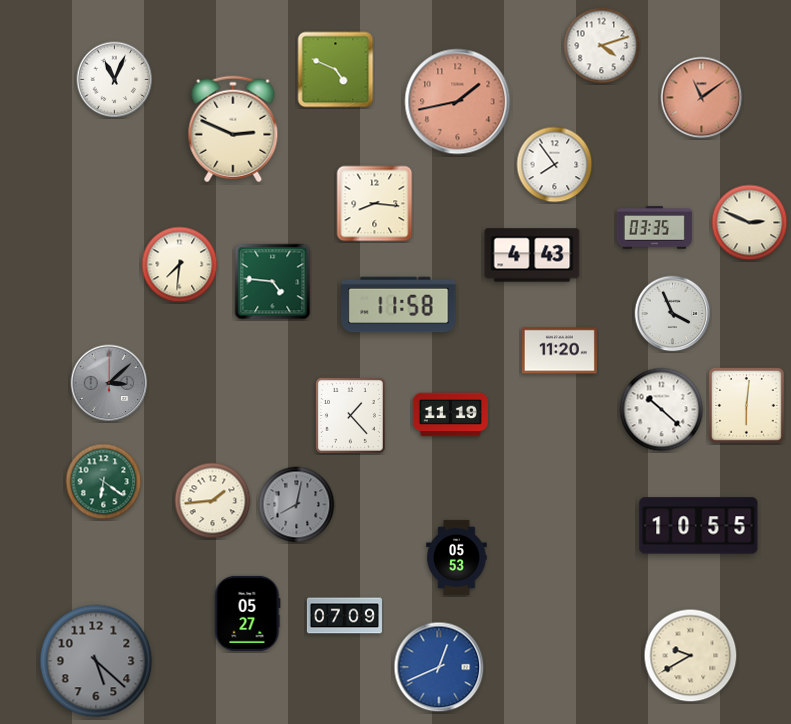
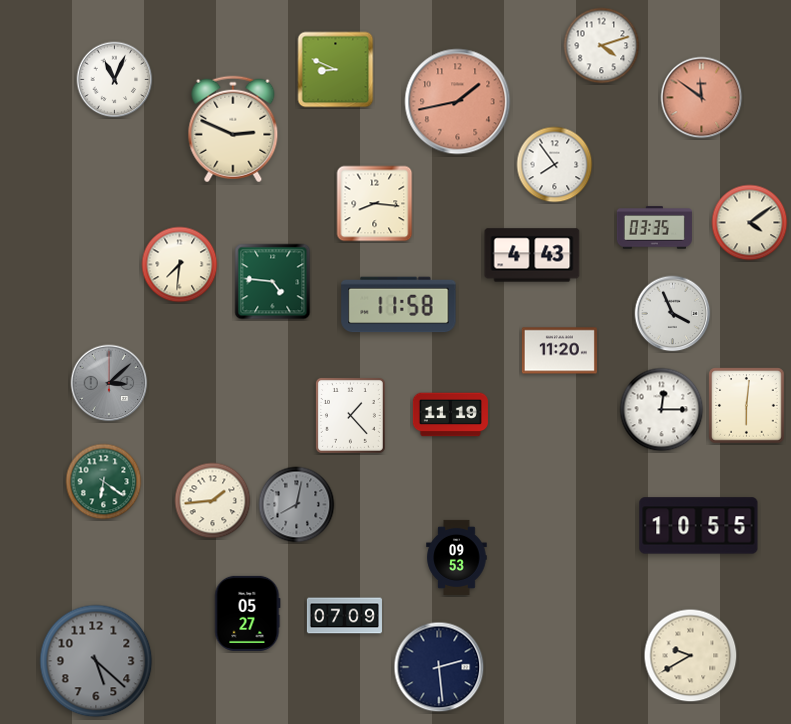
clock at (336, 70): 4:49 -> 8:49
clock at (702, 98): 11:09 -> 11:51
clock at (750, 223): 2:49 -> 4:09
clock at (662, 410): 10:22 -> 12:15
clock at (457, 557): 05:53 -> 09:53
clock at (439, 667): 12:41 -> 2:29
clock at (439, 667) dial: blue -> navy
